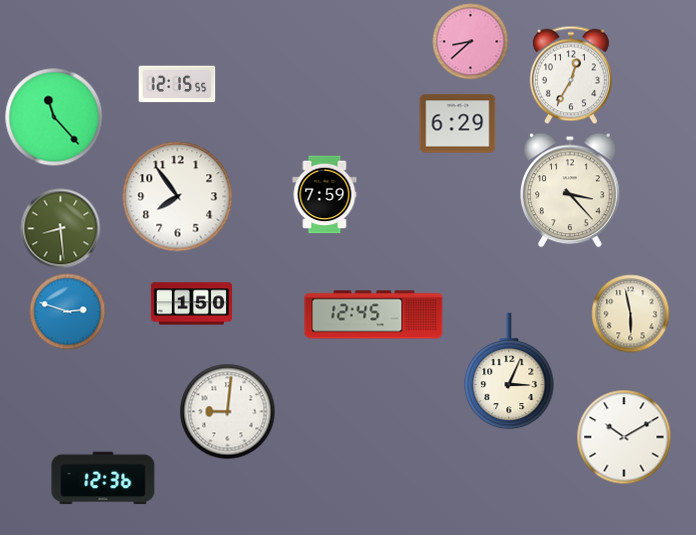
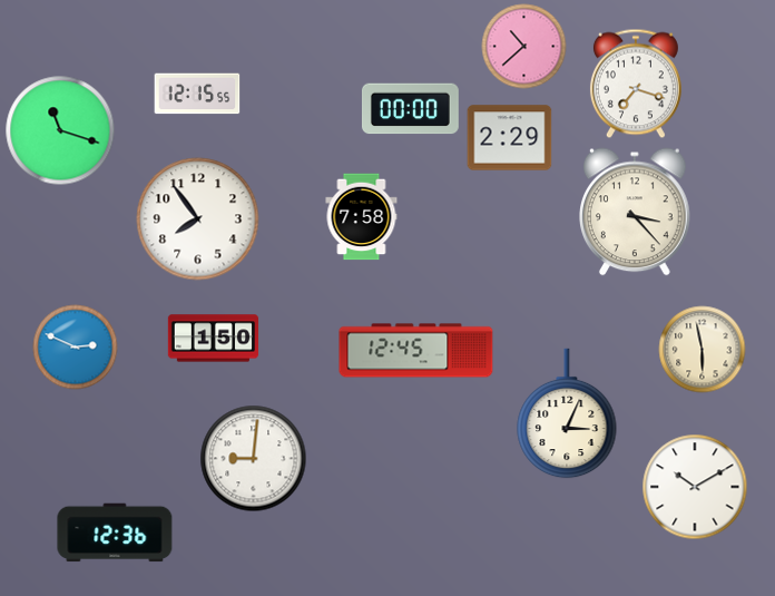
clock at (471, 42): 8:38 -> 10:38
clock at (571, 75): 12:35 -> 7:18
clock at (410, 109): none -> 00:00
clock at (54, 117): 11:23 -> 11:18
clock at (458, 124): 6:29 -> 2:29
clock at (325, 195): 7:59 -> 7:58
clock at (61, 229): 8:29 -> none
clock at (68, 312): 2:48 -> 2:49
